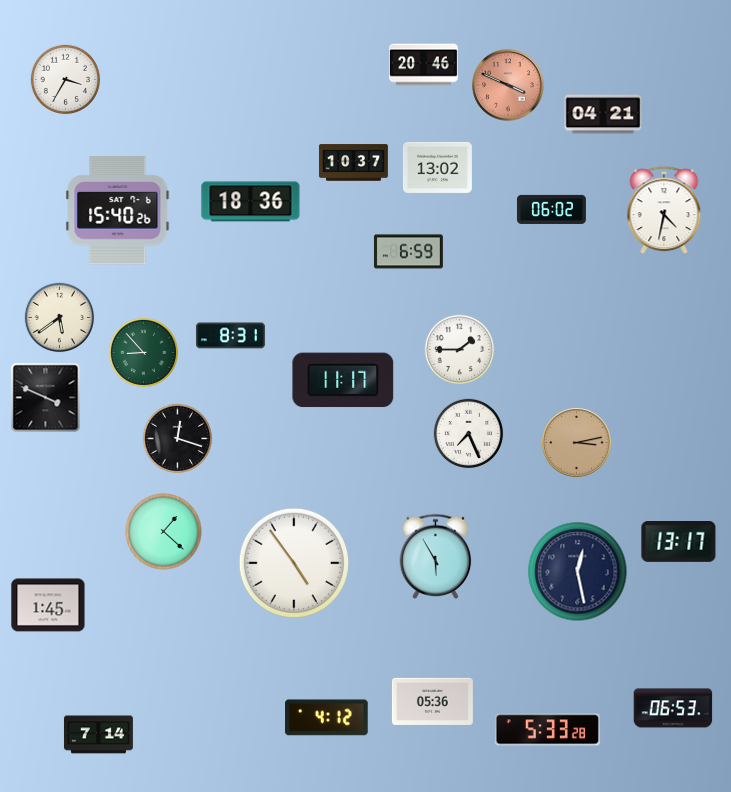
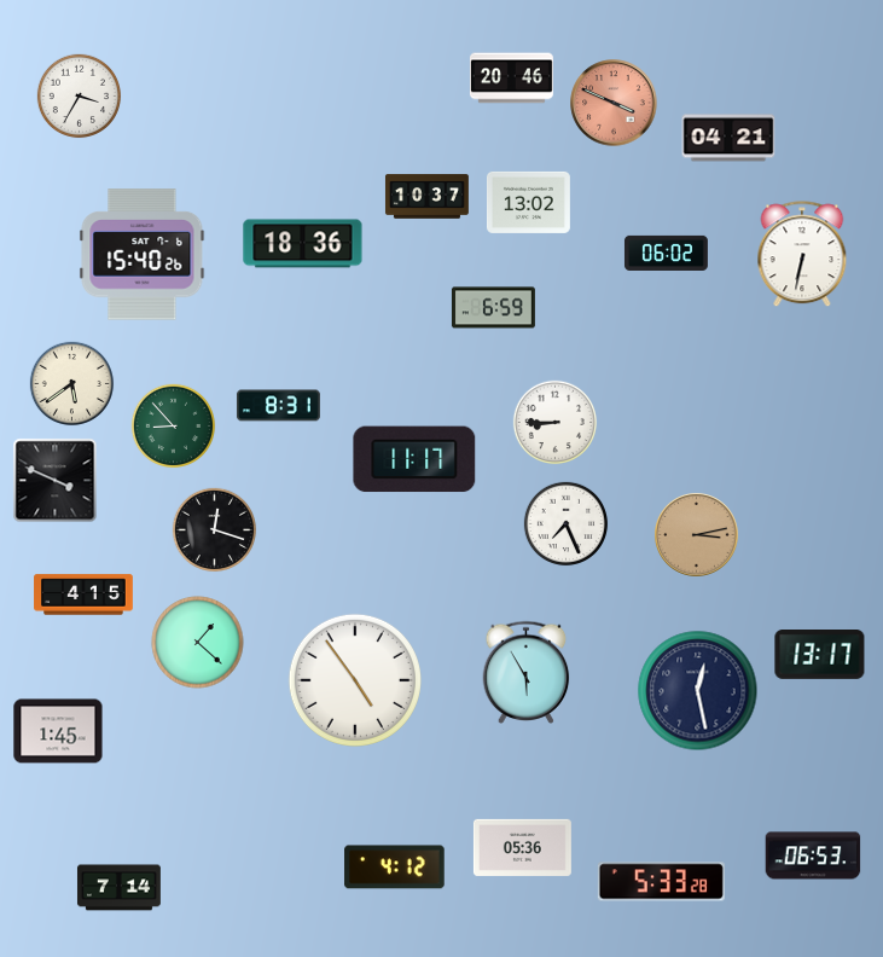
clock at (664, 211): 4:32 -> 6:32
clock at (408, 252) position: (408, 252) -> (493, 308)
clock at (460, 350): 1:45 -> 8:45
clock at (83, 594): none -> 4:15
